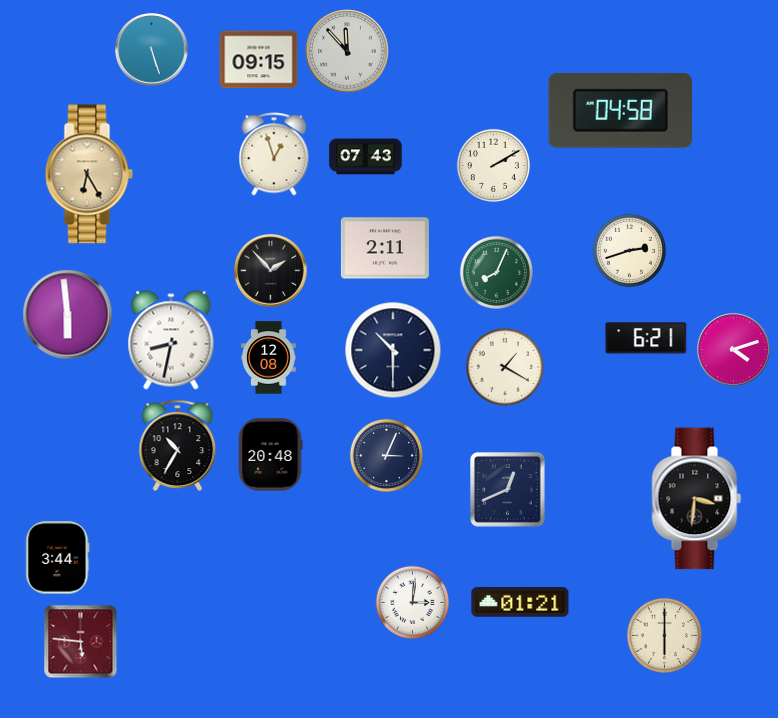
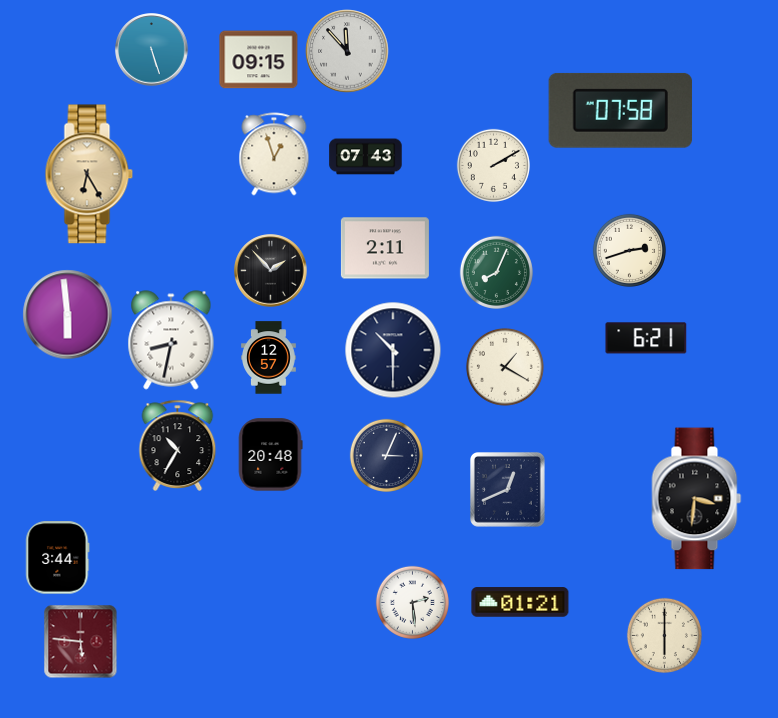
clock at (620, 110): 04:58 -> 07:58
clock at (734, 350): 4:12 -> none
clock at (269, 358): 12:08 -> 12:57
clock at (412, 602): 3:01 -> 2:29
